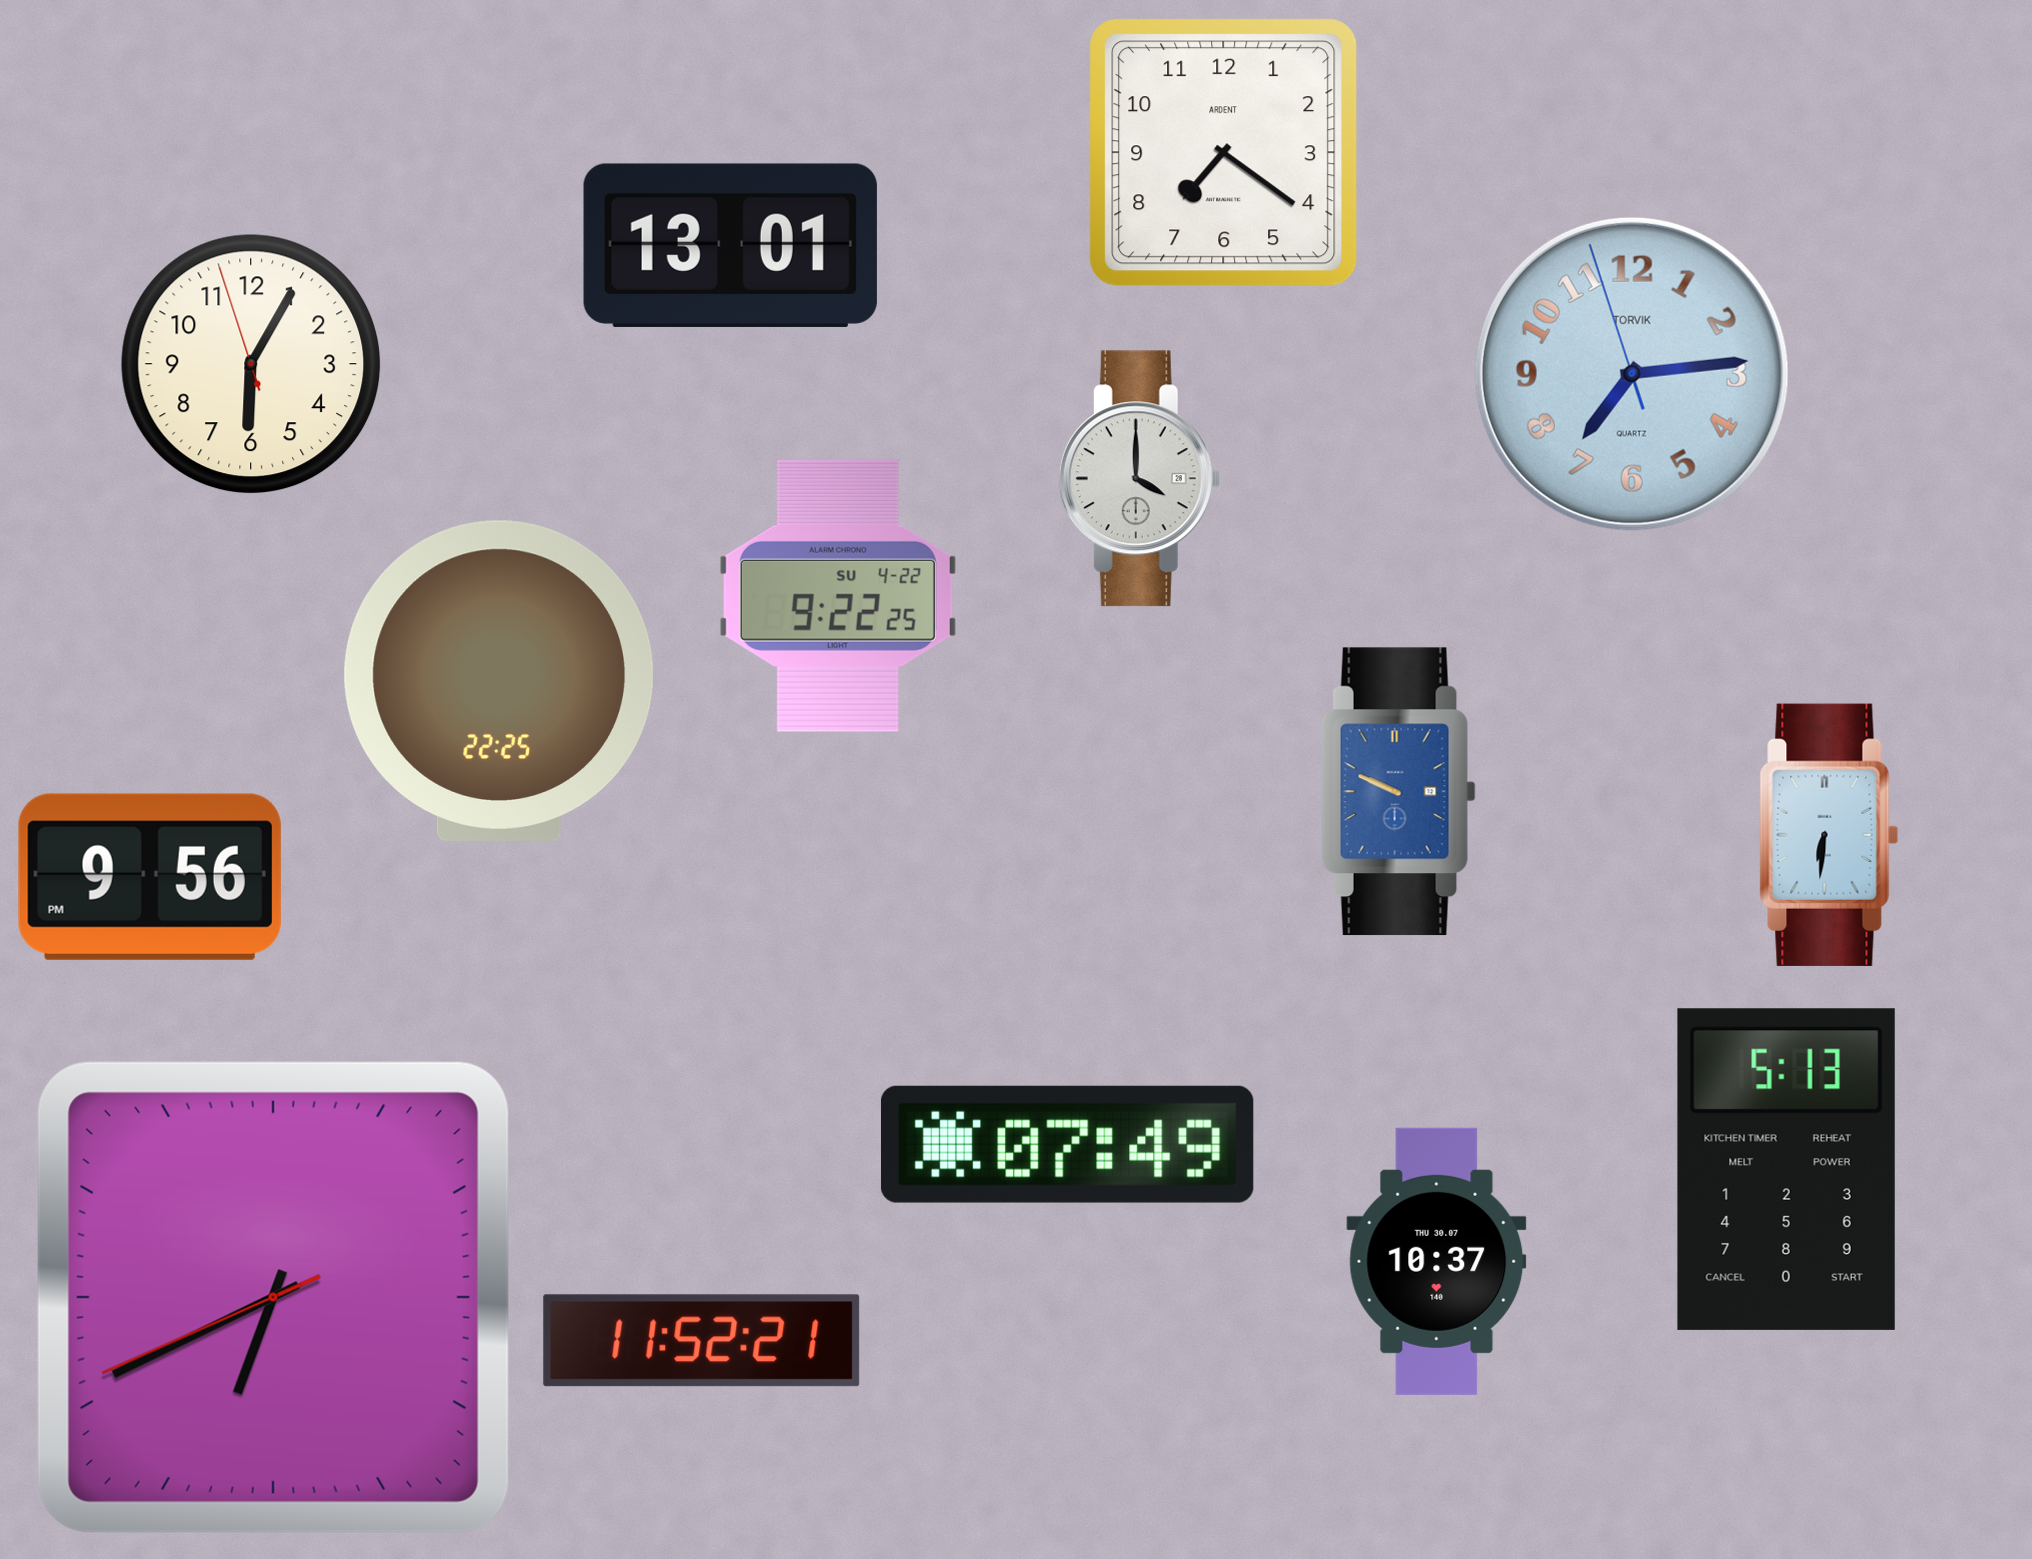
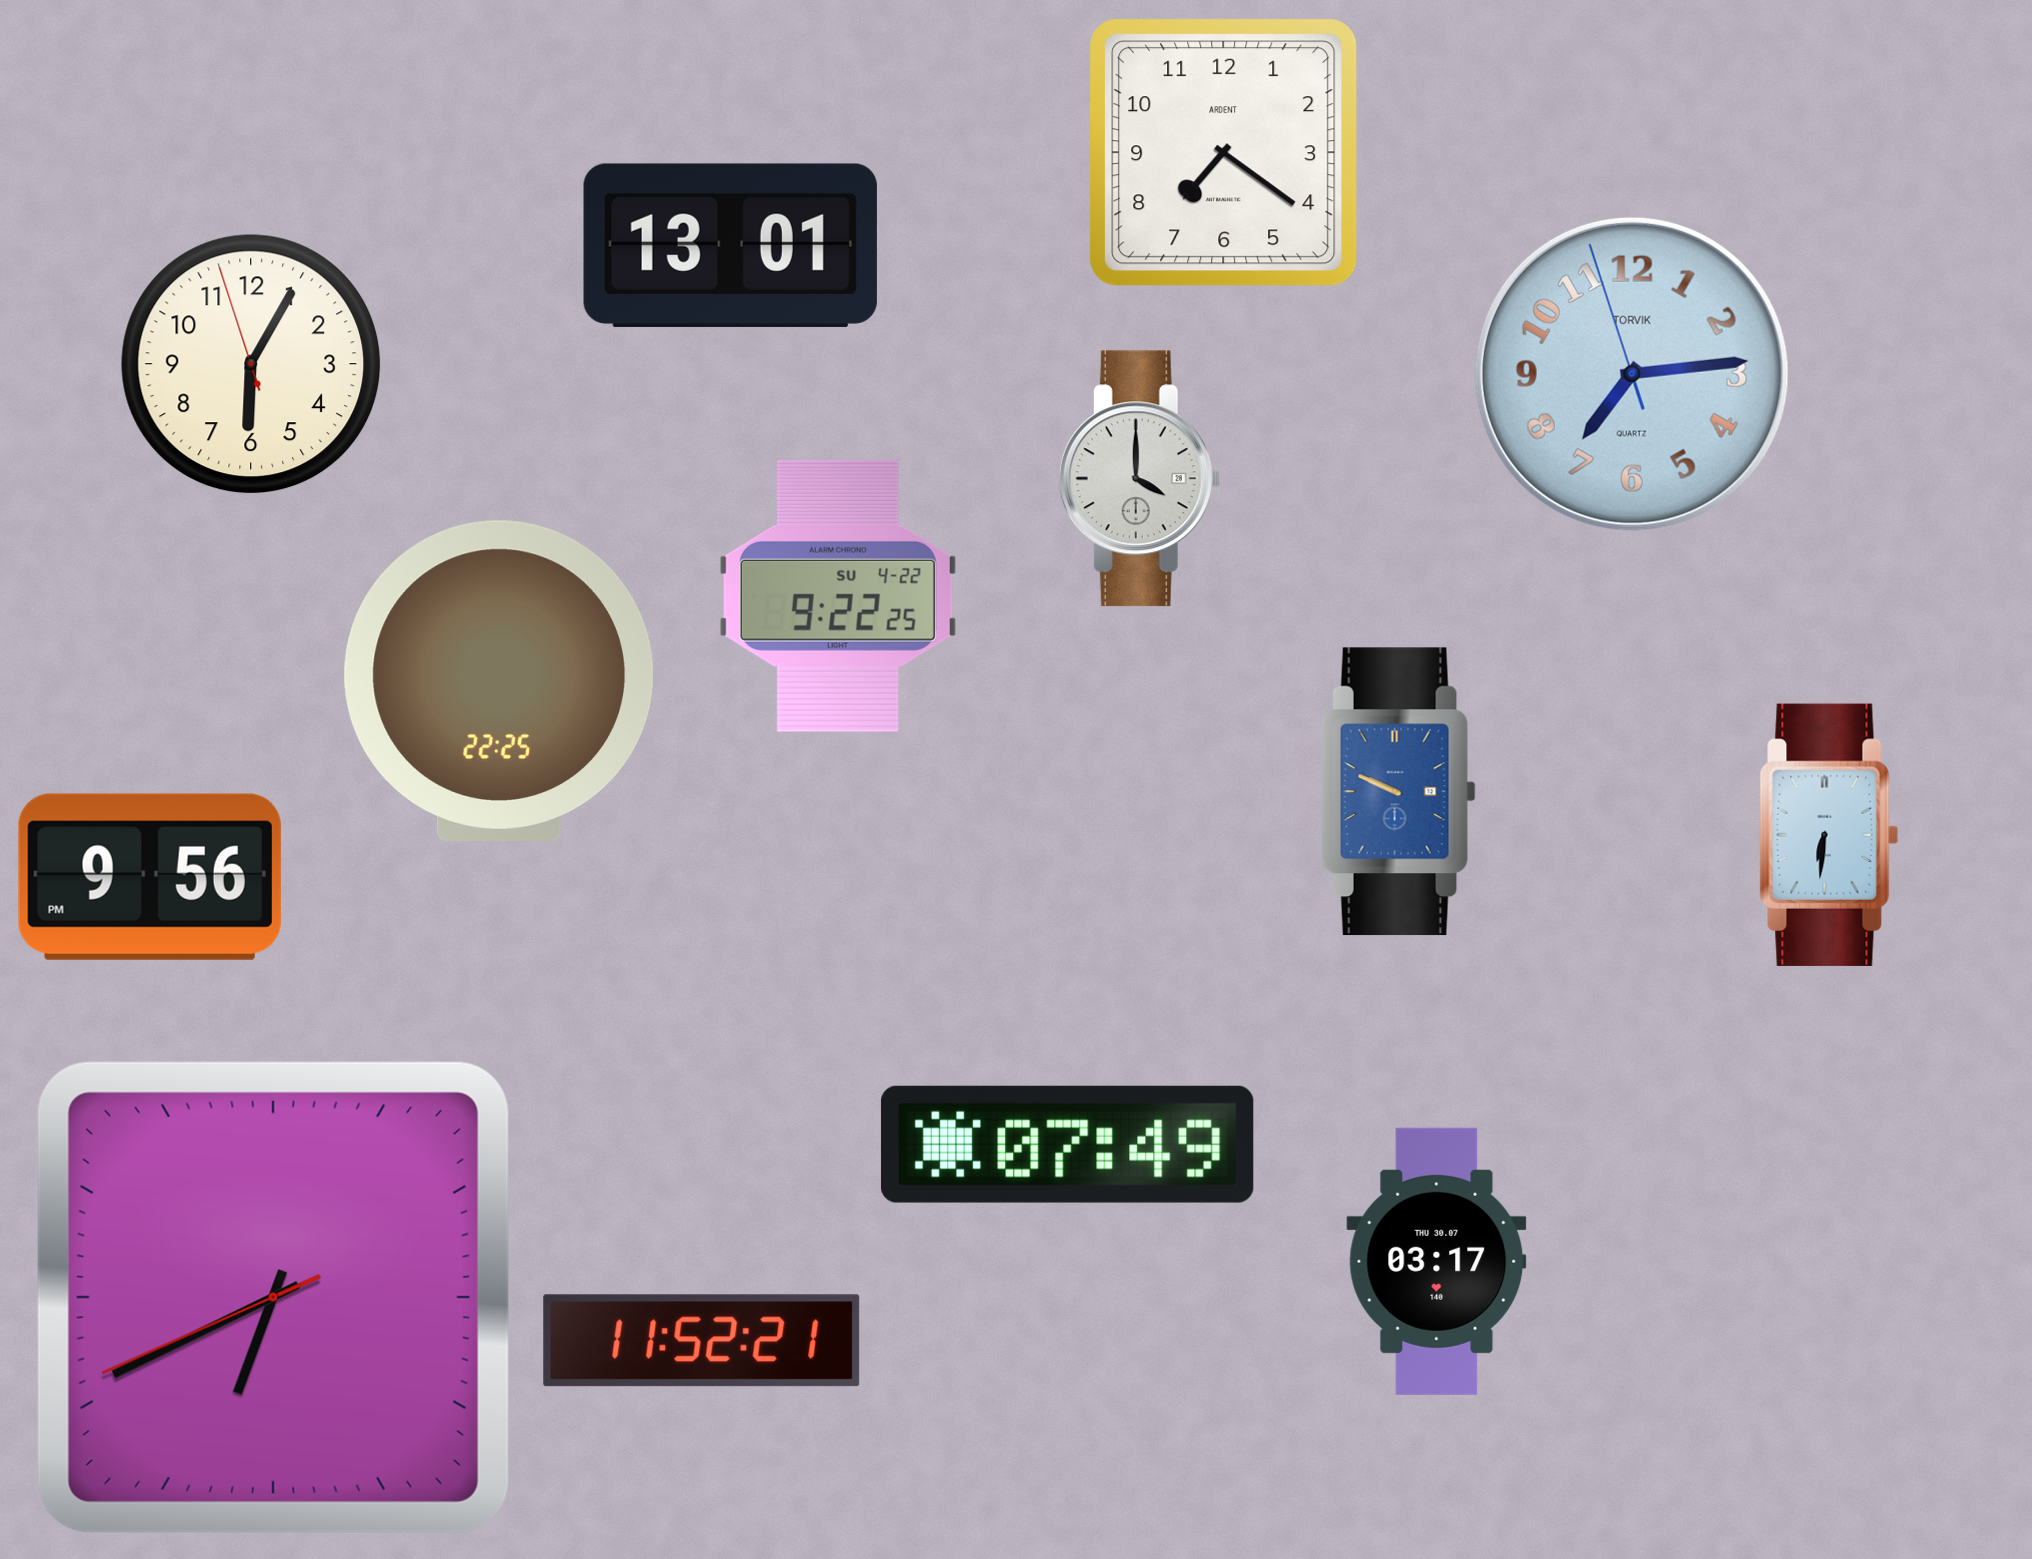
clock at (1786, 1169): 5:13 -> none
clock at (1437, 1261): 10:37 -> 03:17
